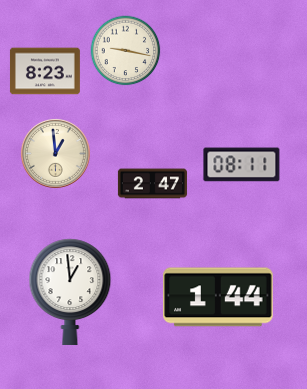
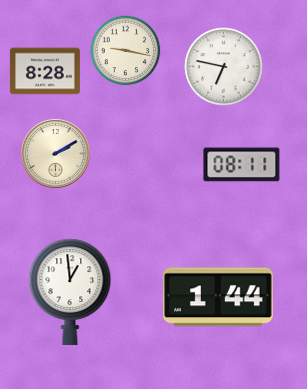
clock at (224, 67): none -> 6:47
clock at (45, 71): 8:23 -> 8:28
clock at (55, 153): 12:59 -> 2:10
clock at (152, 184): 2:47 -> none
